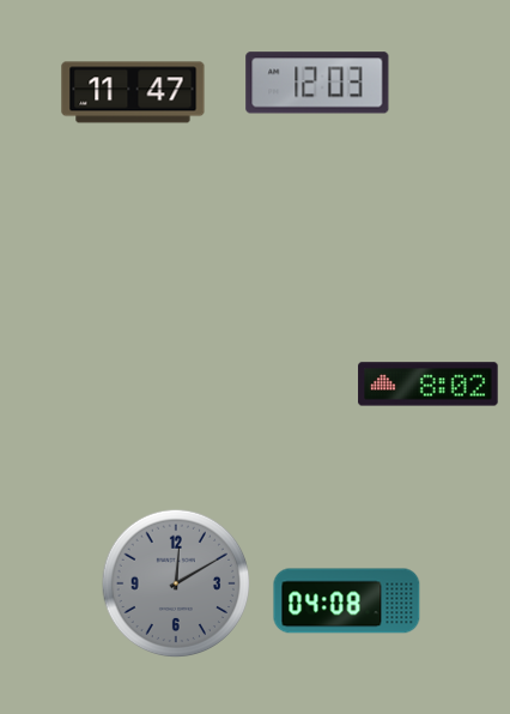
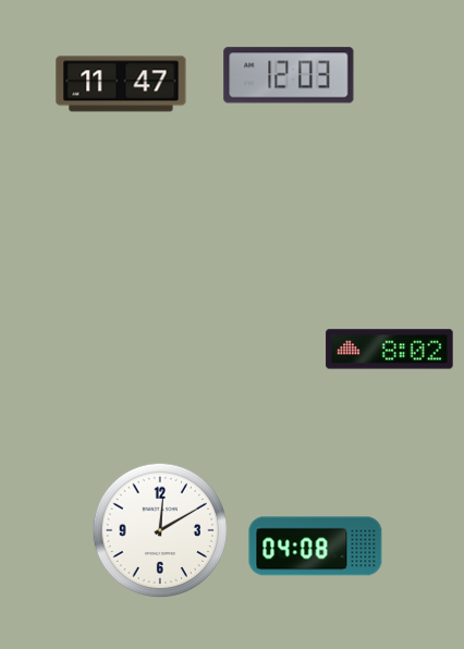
clock at (176, 583) dial: grey -> white
